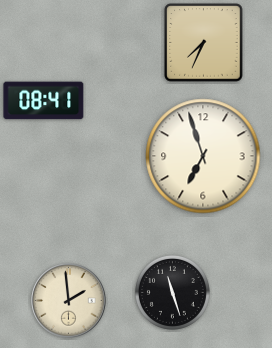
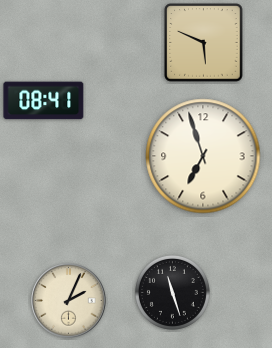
clock at (204, 43): 7:34 -> 5:49
clock at (69, 301): 1:59 -> 2:04
